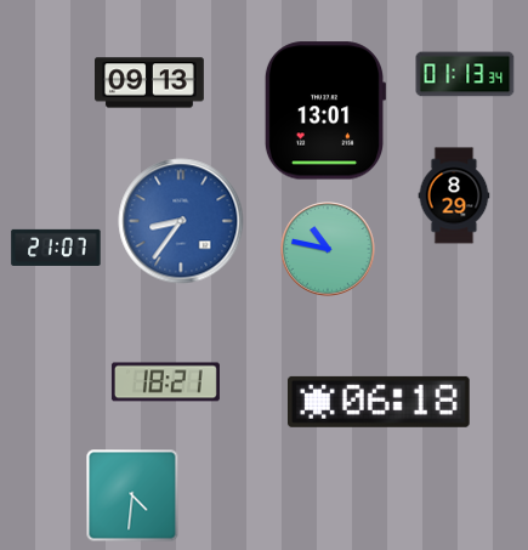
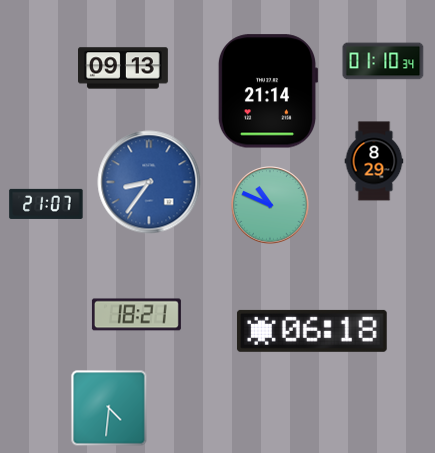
clock at (465, 74): 01:13 -> 01:10
clock at (325, 110): 13:01 -> 21:14
clock at (328, 249): 10:47 -> 10:49
